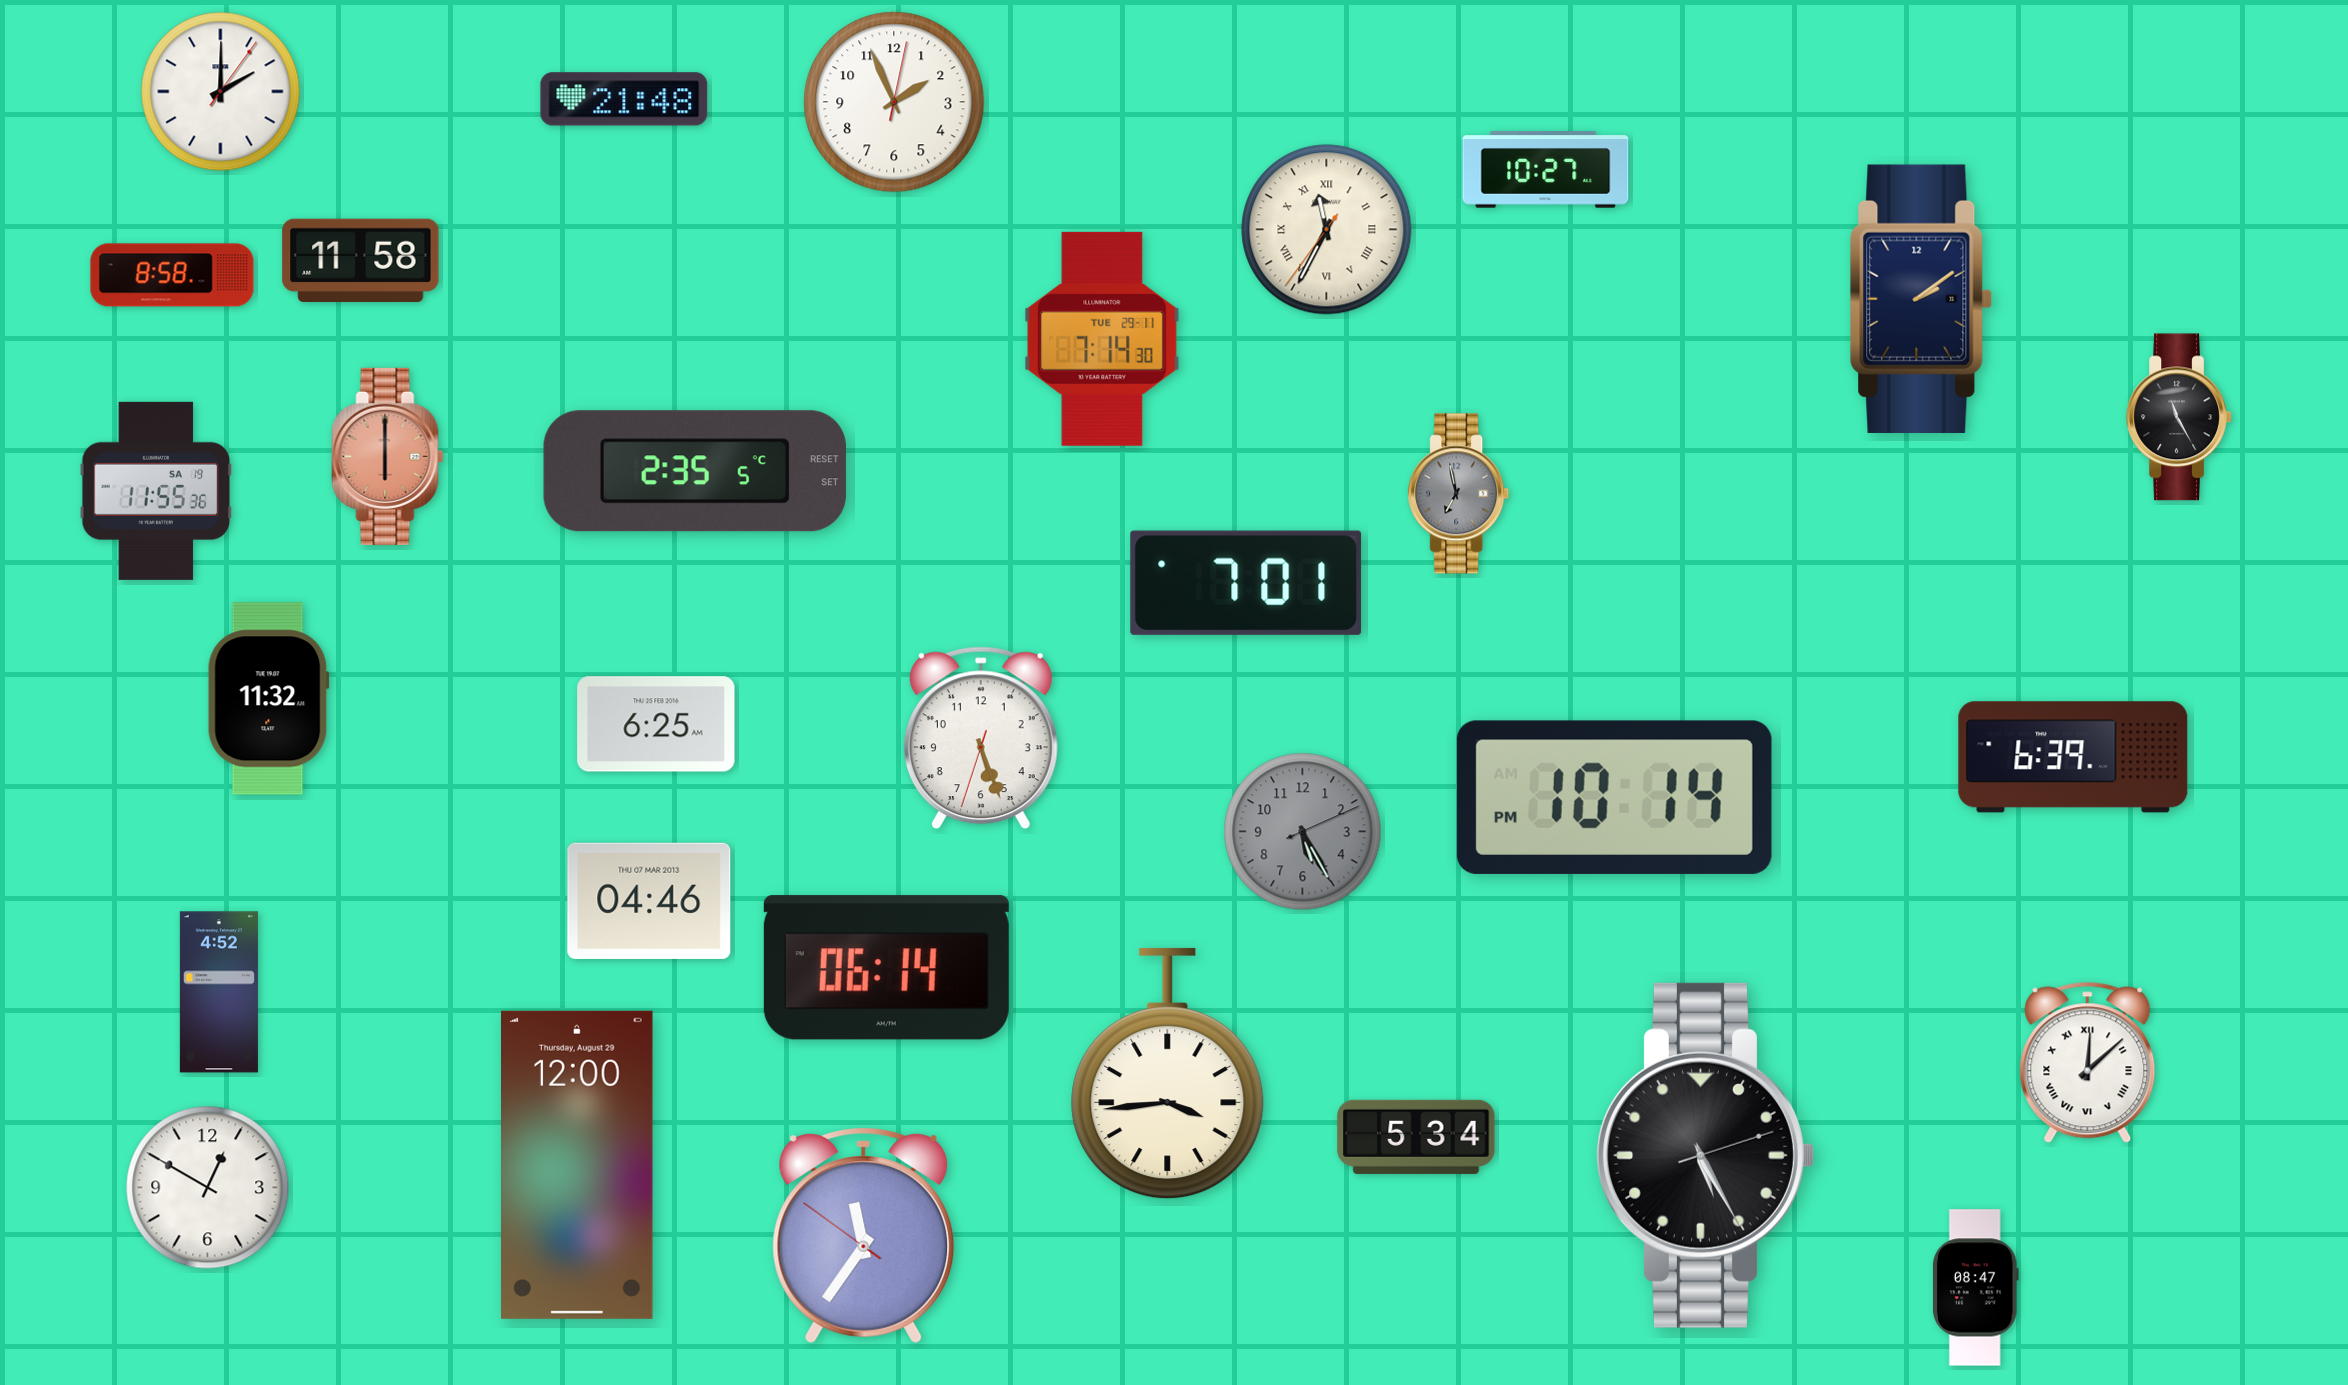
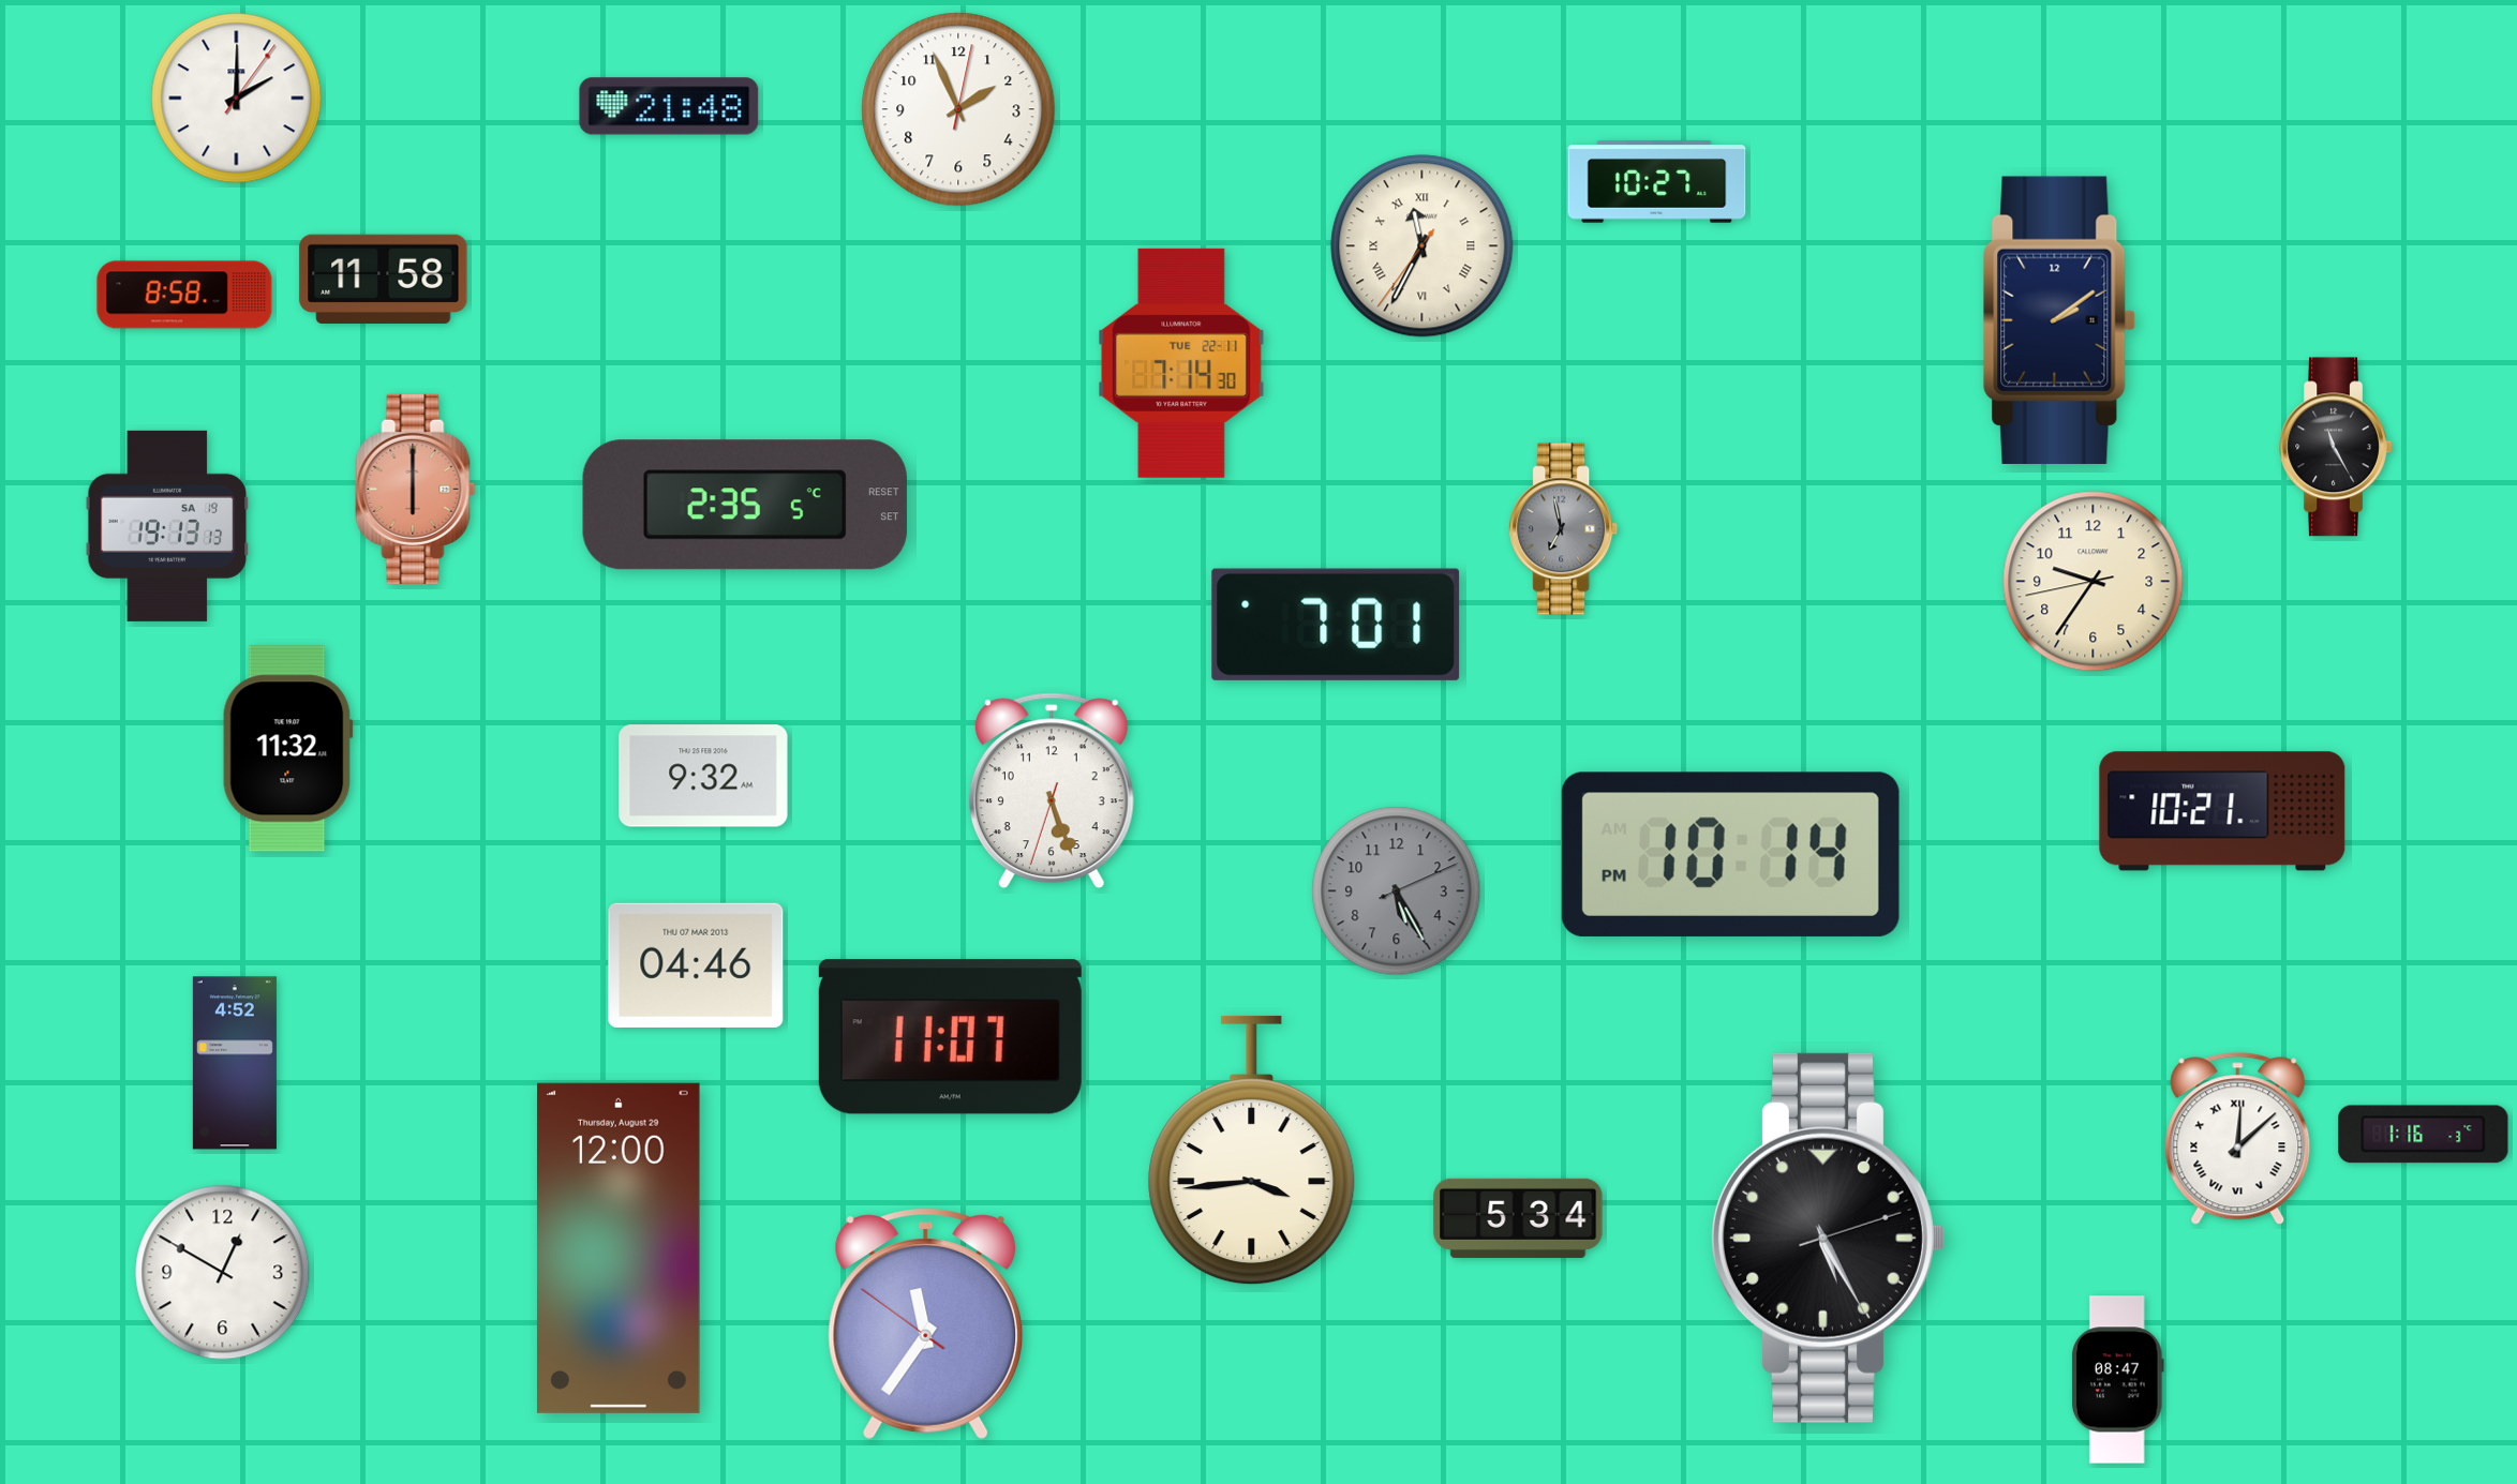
clock at (361, 260) position: (361, 260) -> (384, 279)
clock at (1102, 339) date: TUE 29-11 -> TUE 22-11
clock at (156, 491): 11:55 -> 19:13
clock at (2094, 582): none -> 9:35
clock at (656, 724): 6:25 -> 9:32
clock at (2073, 757): 6:39 -> 10:21
clock at (886, 968): 06:14 -> 11:07
clock at (2424, 1135): none -> 1:16
